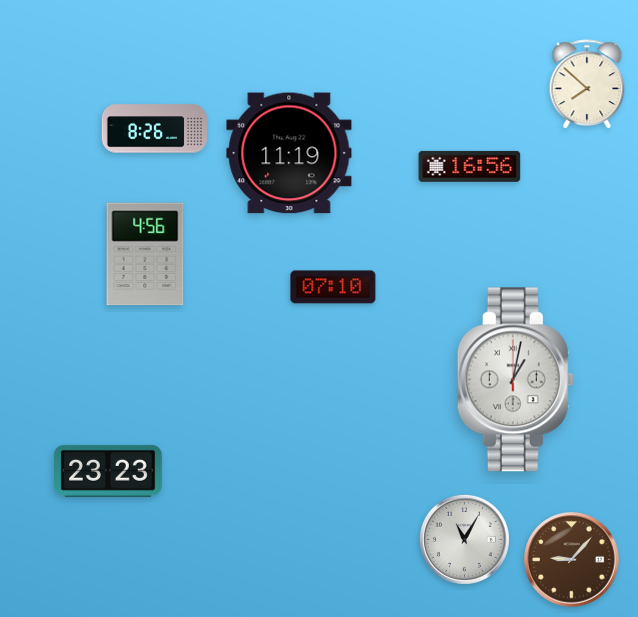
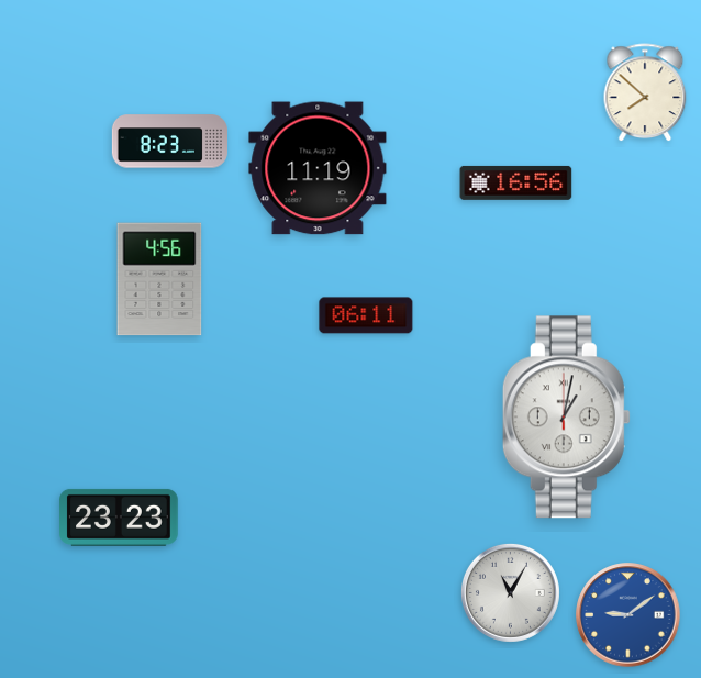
clock at (154, 129): 8:26 -> 8:23
clock at (333, 287): 07:10 -> 06:11
clock at (572, 560): 9:07 -> 9:09
clock at (572, 560) dial: brown -> blue
